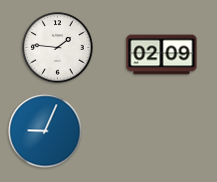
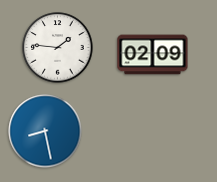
clock at (162, 55) position: (162, 55) -> (153, 55)
clock at (45, 131): 9:04 -> 8:28
